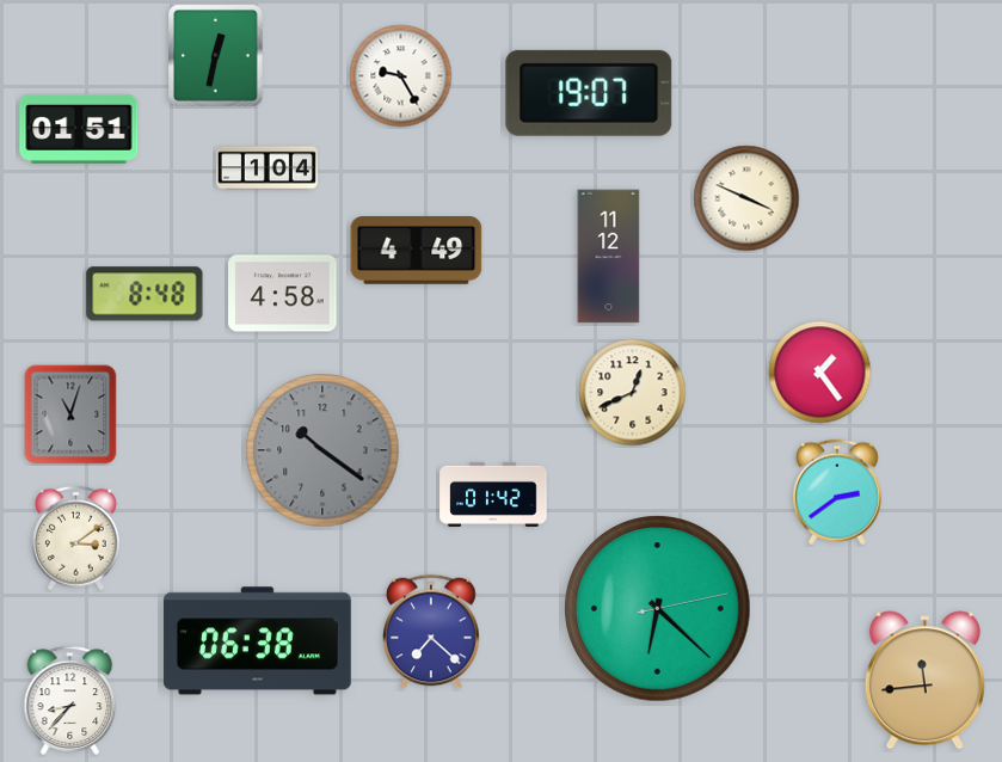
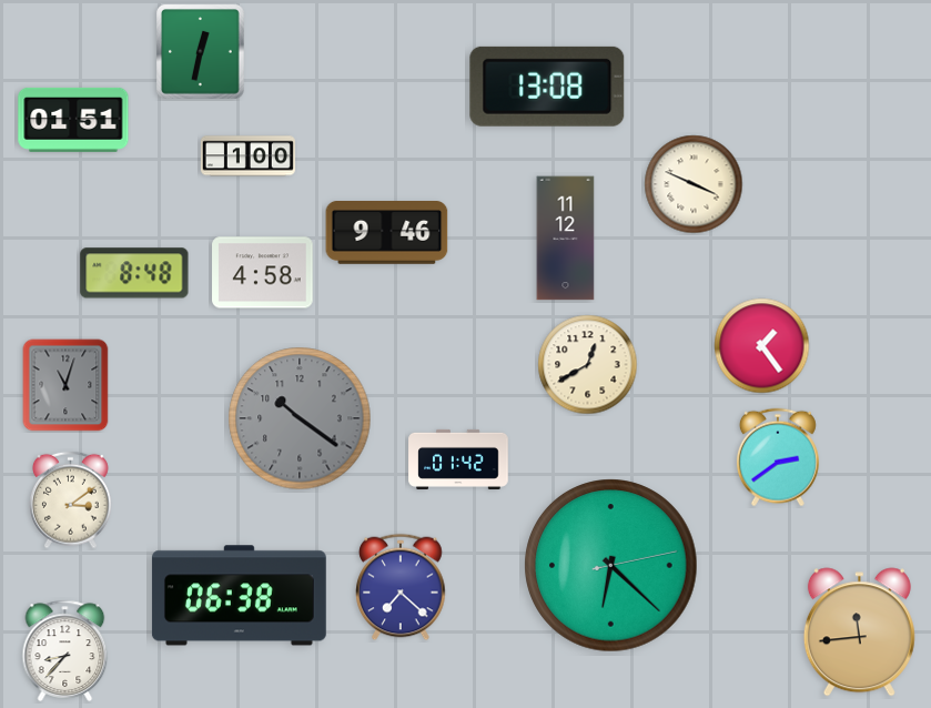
clock at (401, 76): 9:25 -> none
clock at (589, 93): 19:07 -> 13:08
clock at (266, 168): 1:04 -> 1:00
clock at (417, 251): 4:49 -> 9:46
clock at (633, 393): 12:41 -> 12:40
